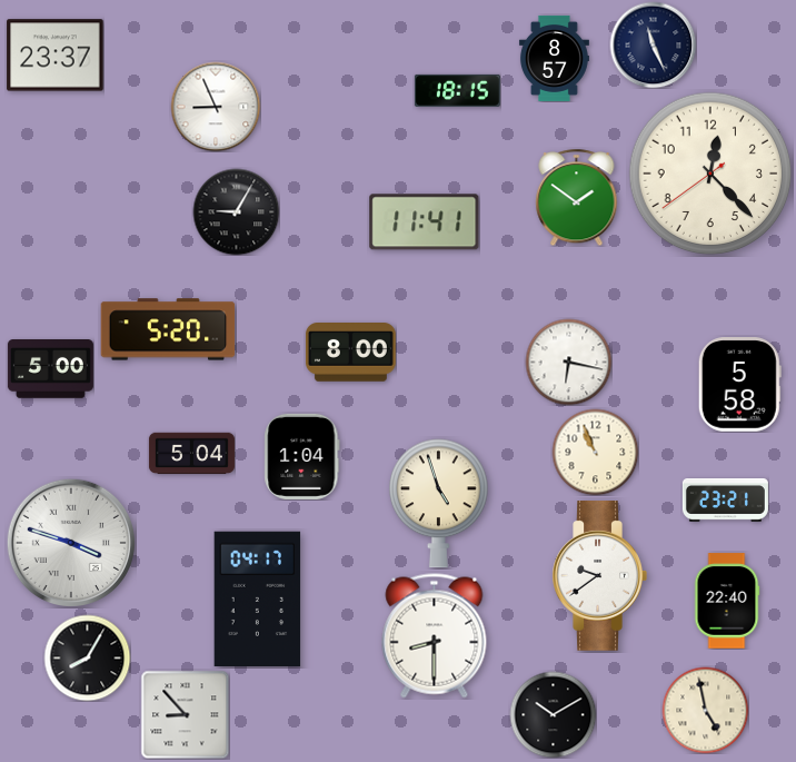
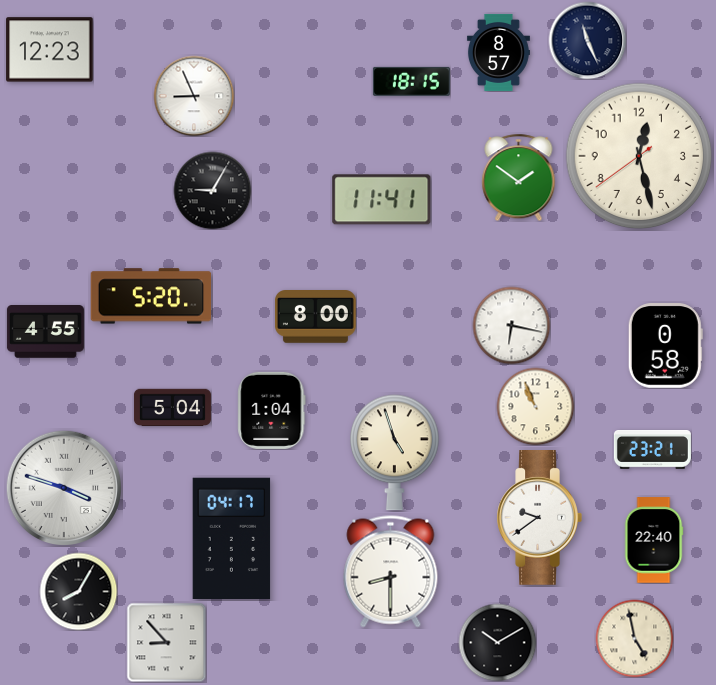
clock at (56, 56): 23:37 -> 12:23
clock at (710, 174): 12:22 -> 12:27
clock at (50, 369): 5:00 -> 4:55
clock at (739, 385): 5:58 -> 0:58
